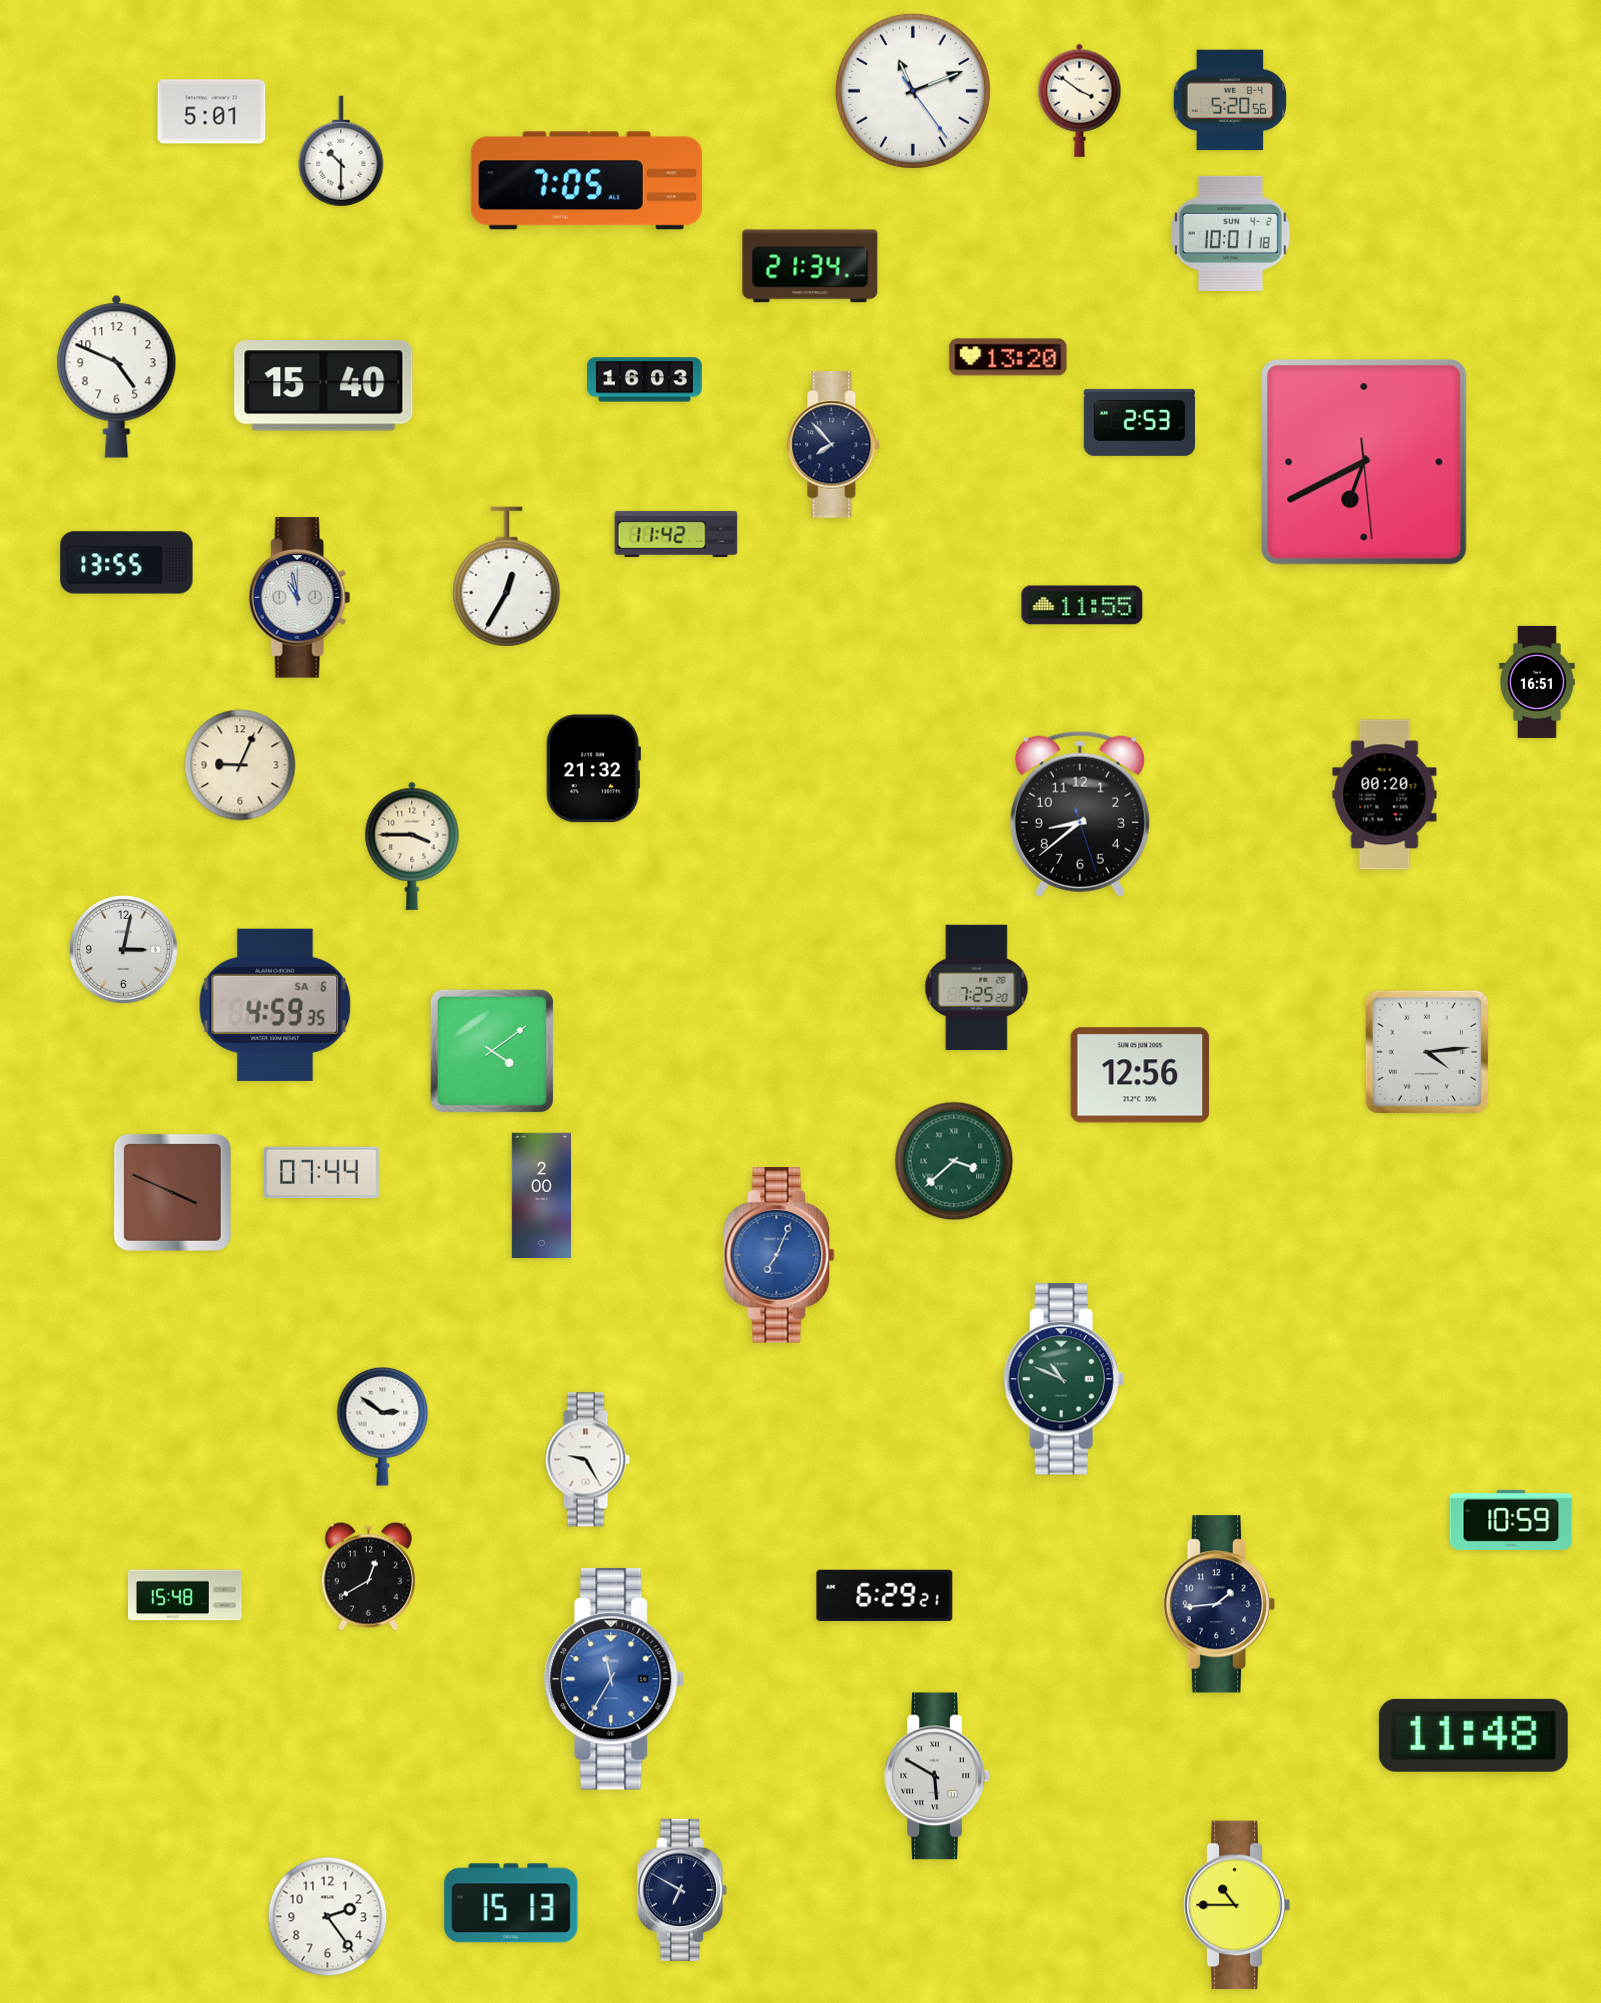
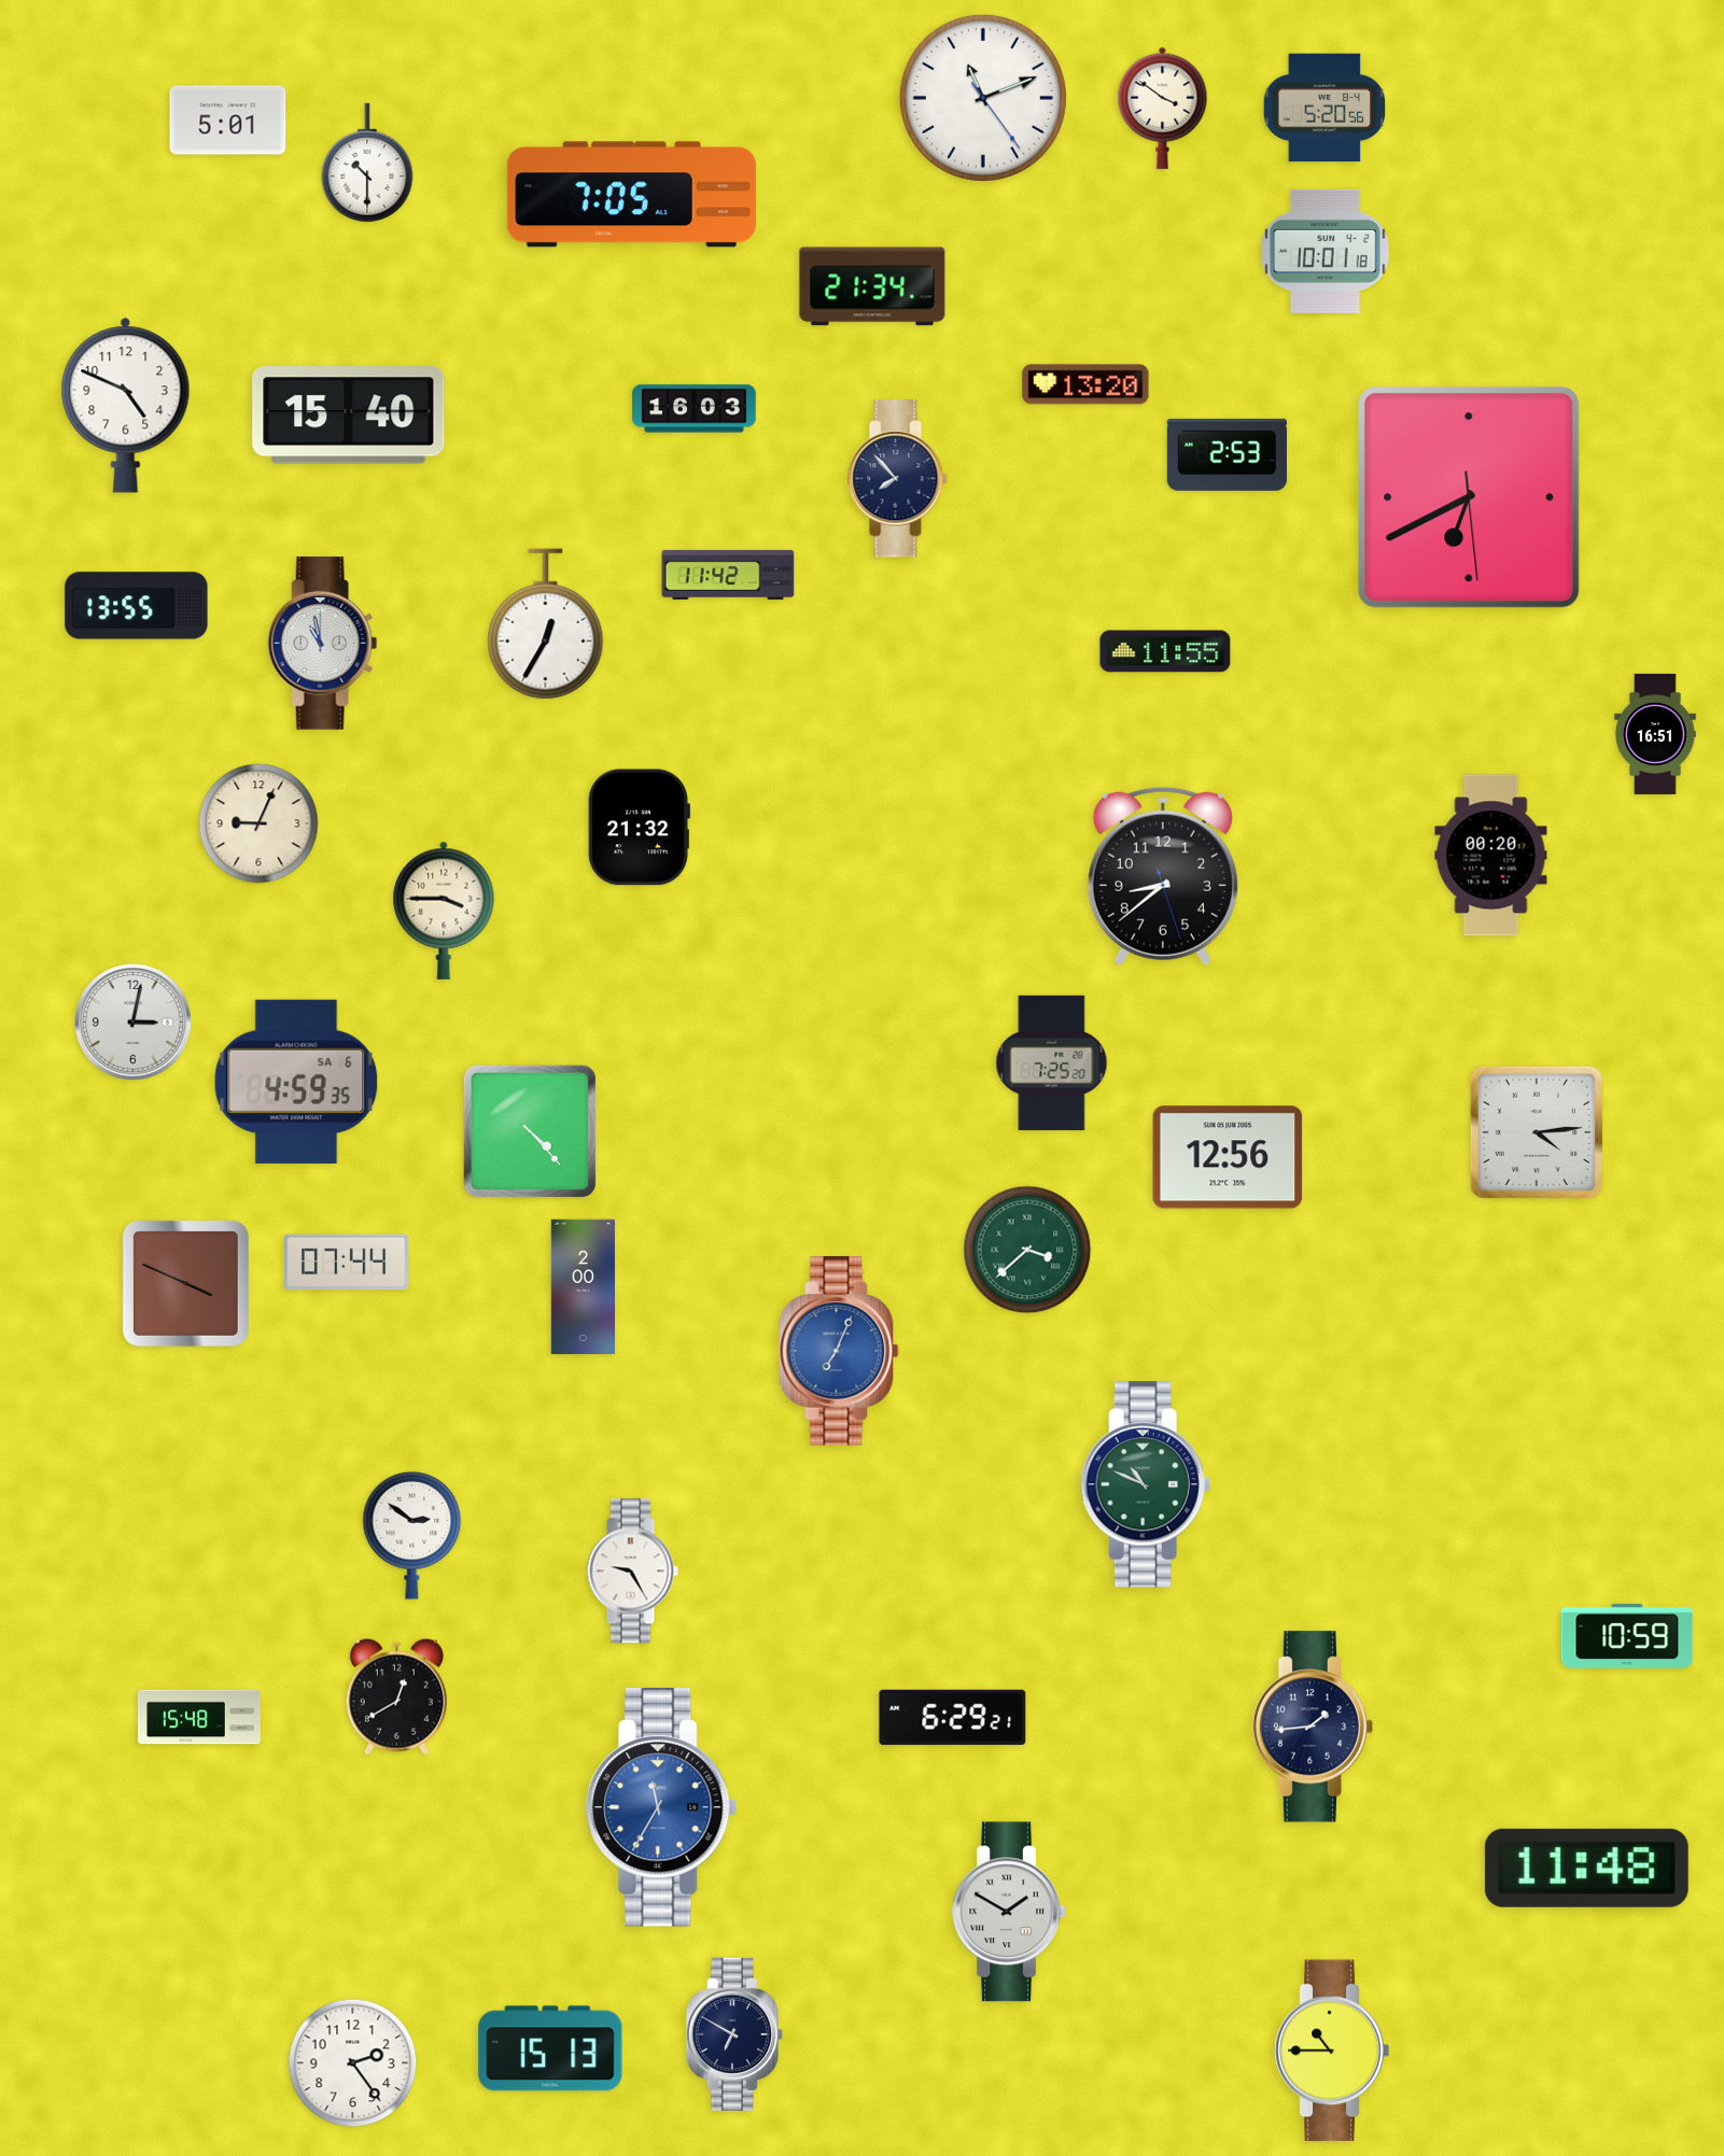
clock at (507, 577) position: (507, 577) -> (546, 624)
clock at (492, 1051): 4:09 -> 4:23
clock at (937, 1776): 5:50 -> 1:50
